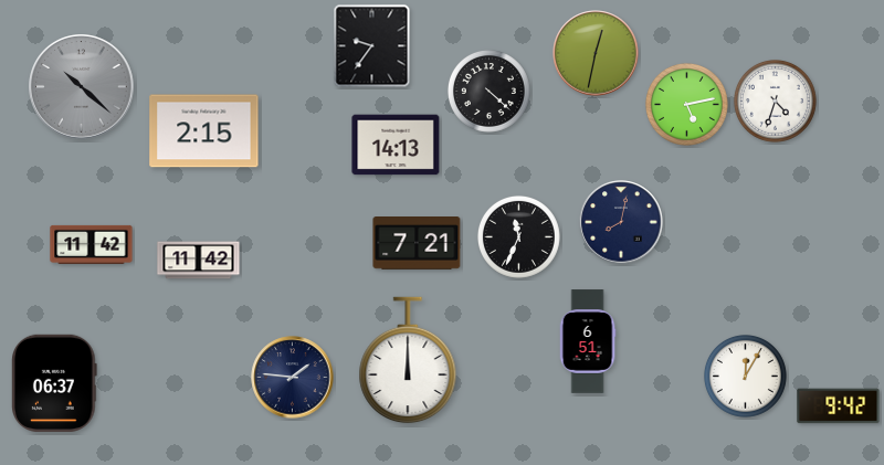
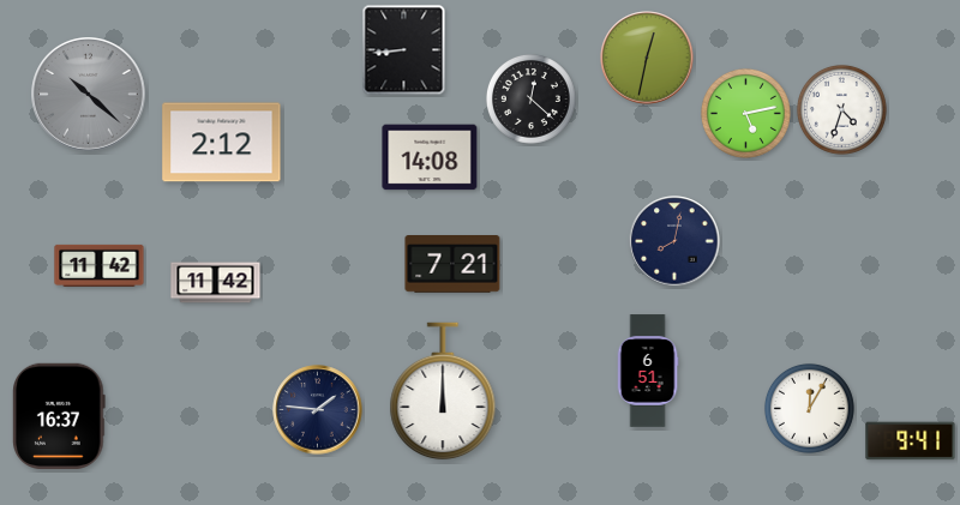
clock at (372, 46): 9:36 -> 8:44
clock at (488, 91): 4:22 -> 12:22
clock at (204, 131): 2:15 -> 2:12
clock at (396, 145): 14:13 -> 14:08
clock at (518, 236): 11:34 -> none
clock at (588, 341) position: (588, 341) -> (648, 371)
clock at (54, 383): 06:37 -> 16:37
clock at (839, 406): 9:42 -> 9:41
